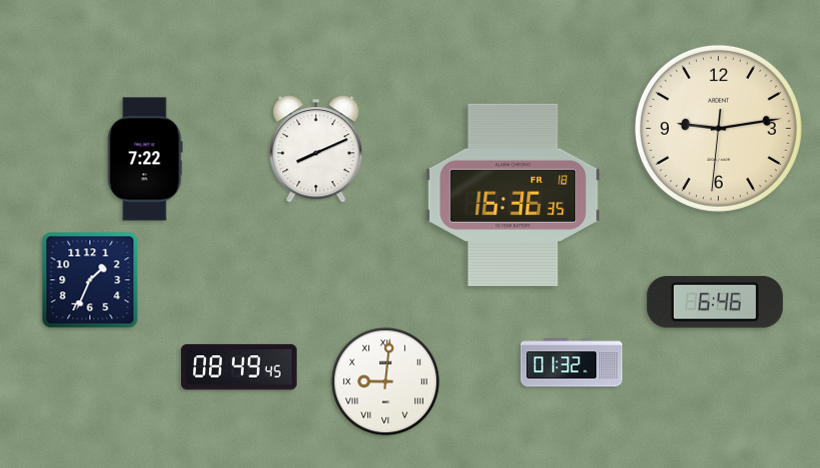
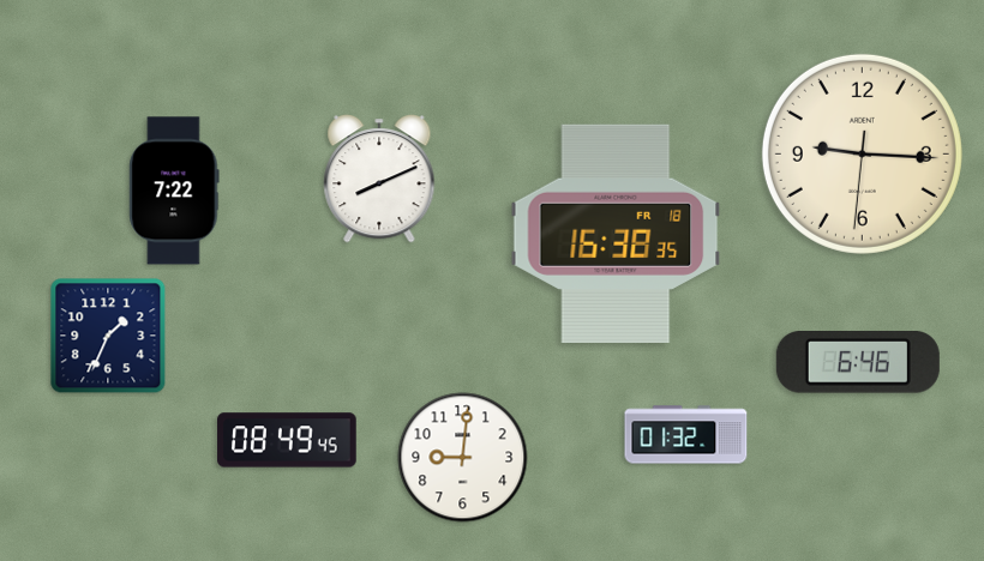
clock at (718, 128): 9:13 -> 9:15
clock at (513, 195): 16:36 -> 16:38
clock at (386, 382) numerals: Roman -> Arabic
